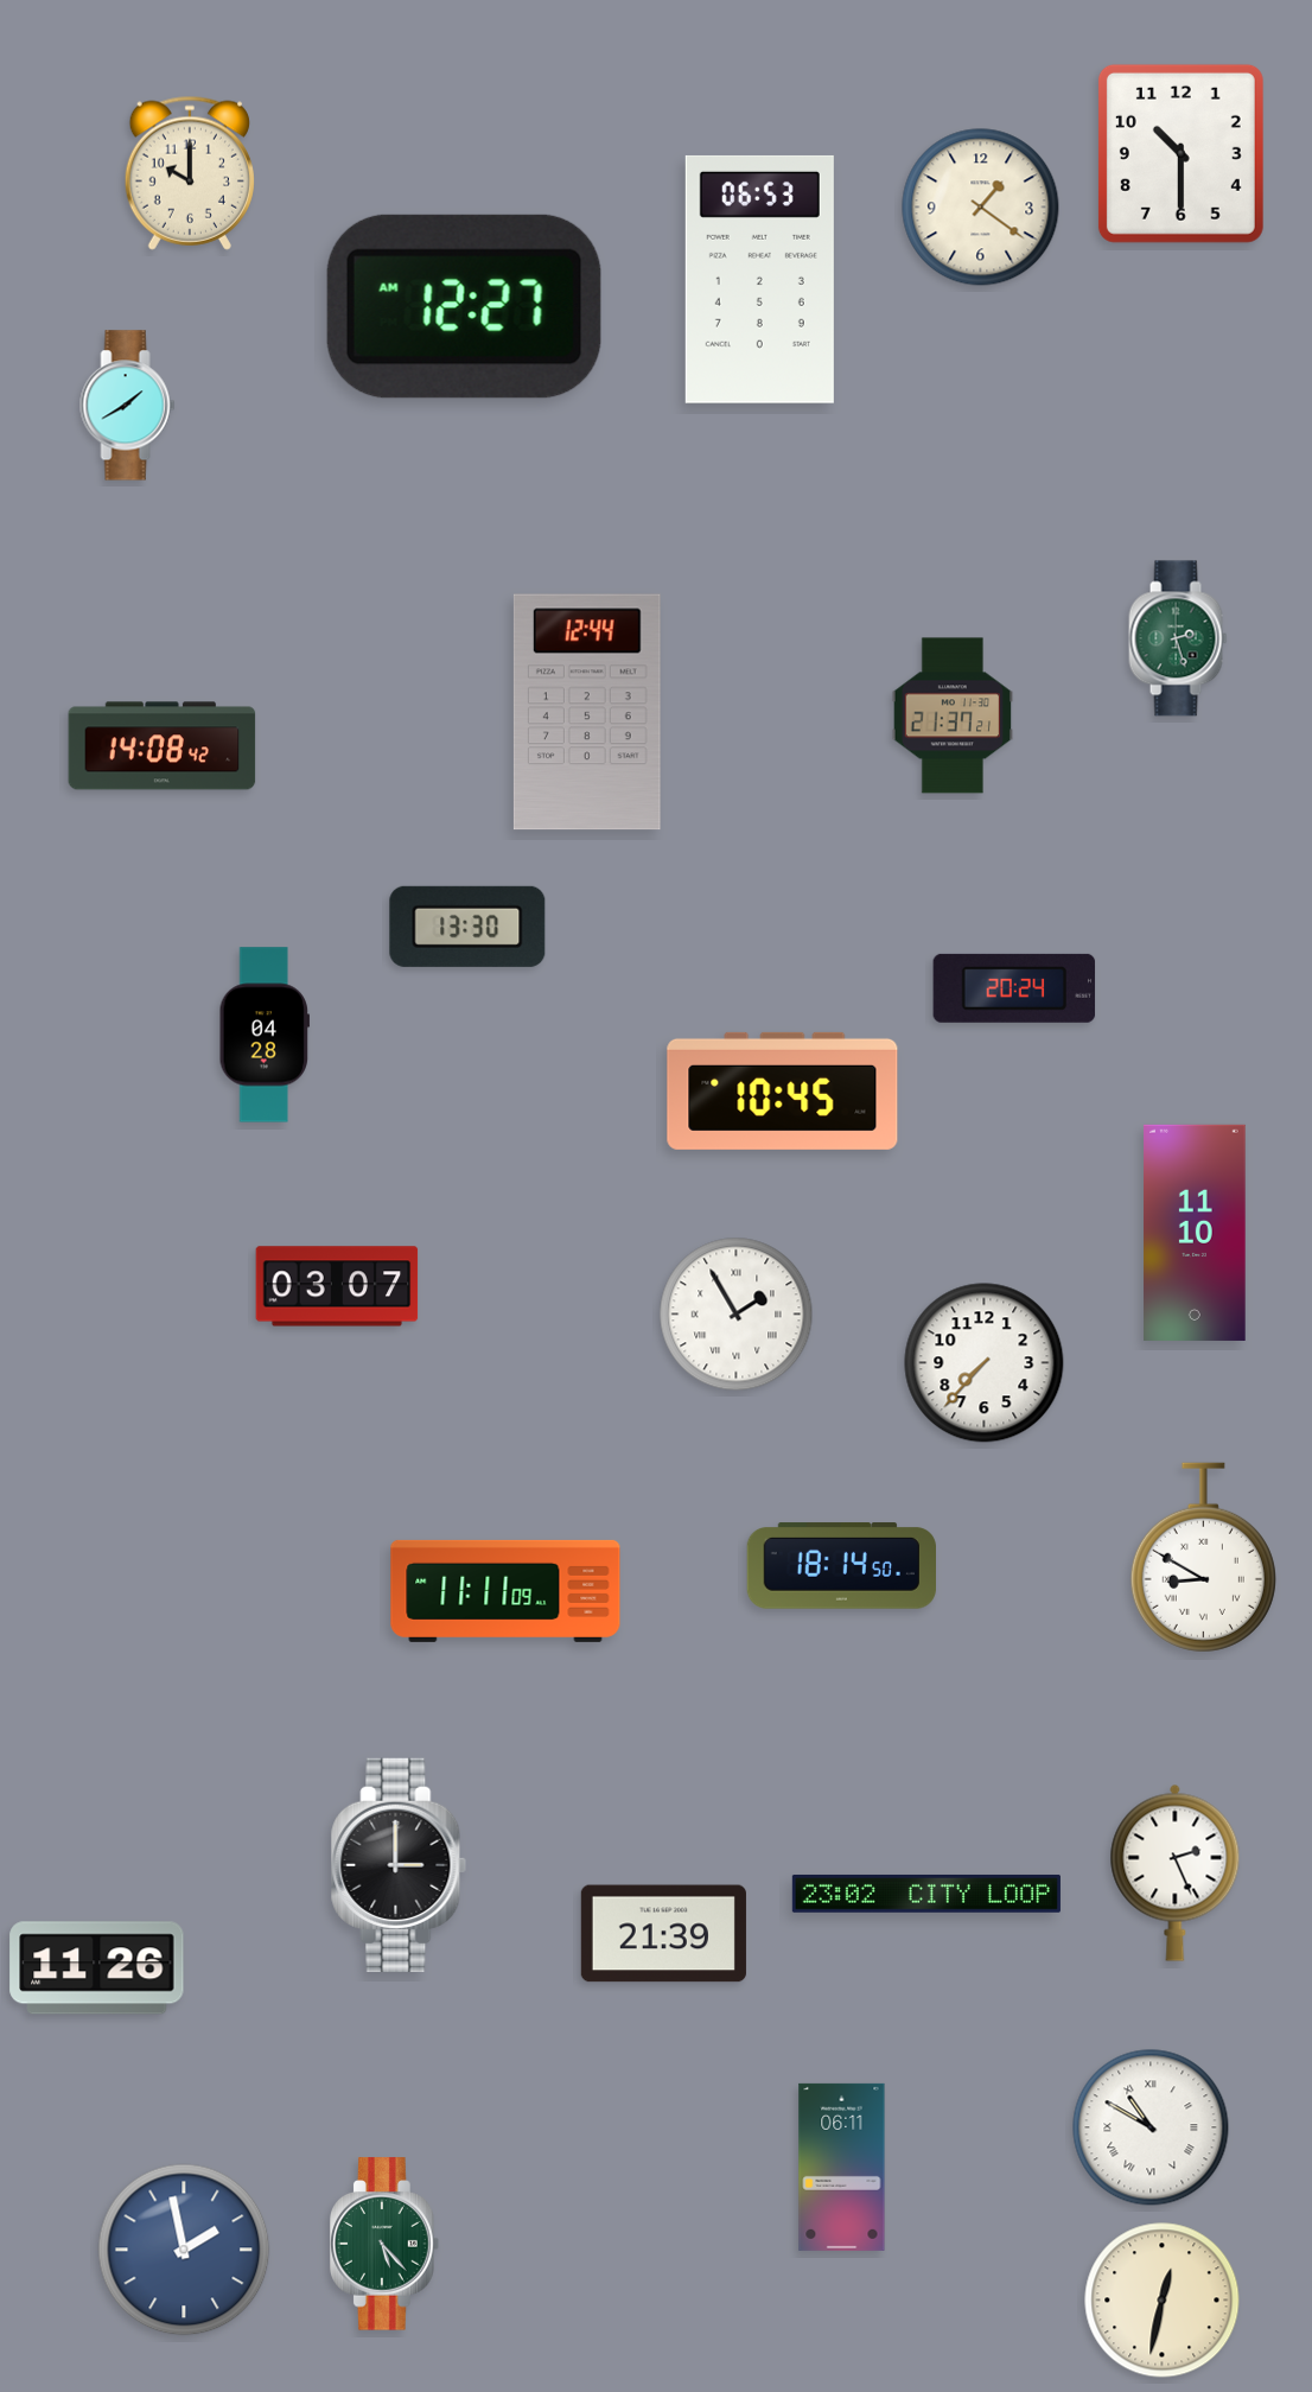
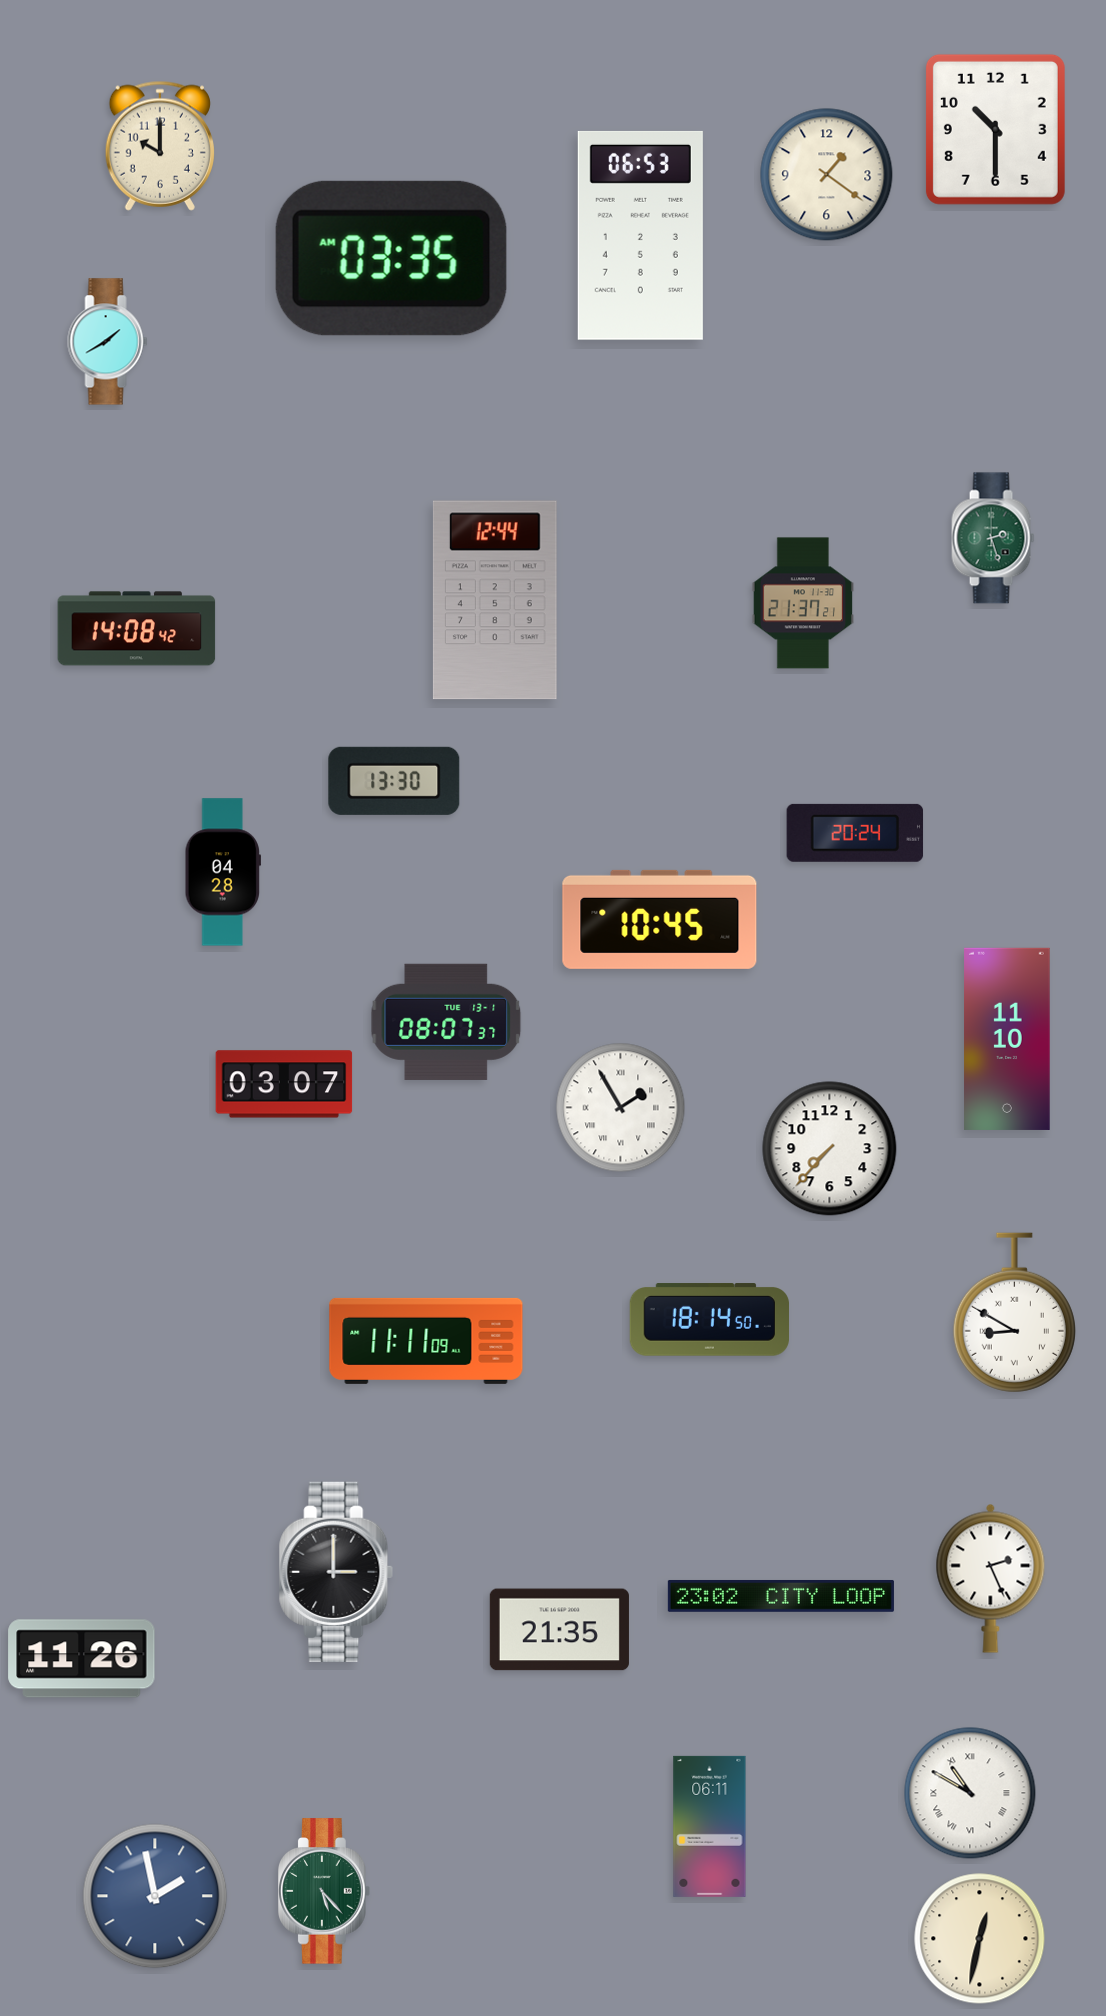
clock at (464, 306): 12:27 -> 03:35
clock at (446, 1022): none -> 08:07
clock at (663, 1934): 21:39 -> 21:35
